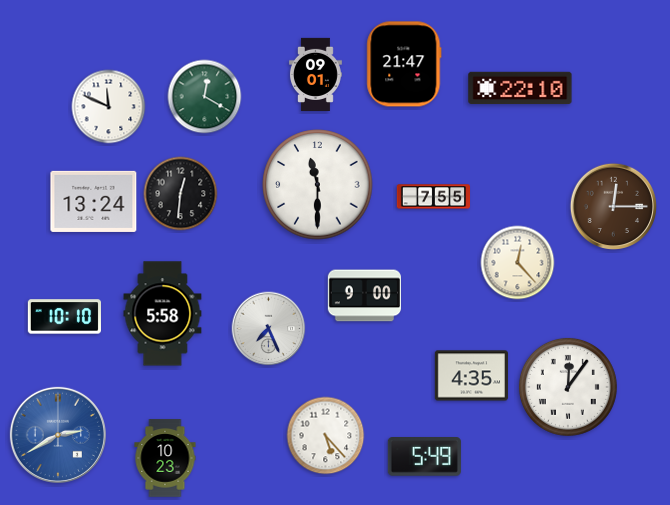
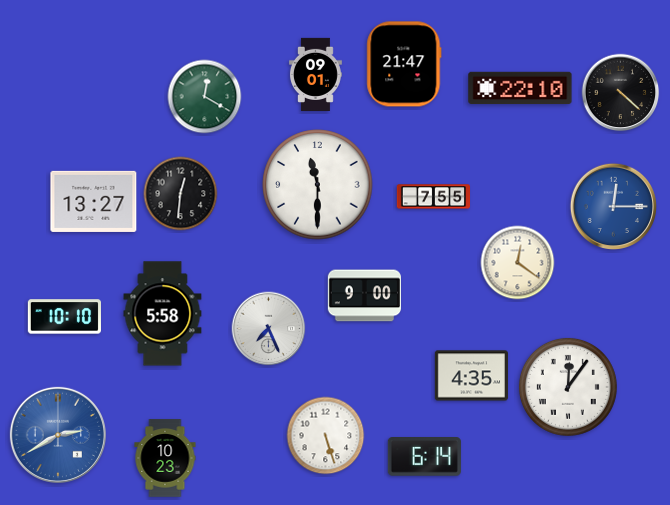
clock at (621, 93): none -> 4:22
clock at (109, 107): 11:49 -> none
clock at (94, 201): 13:24 -> 13:27
clock at (614, 207) dial: brown -> blue
clock at (518, 263): 12:23 -> 12:21
clock at (326, 436): 5:23 -> 5:27
clock at (424, 457): 5:49 -> 6:14
